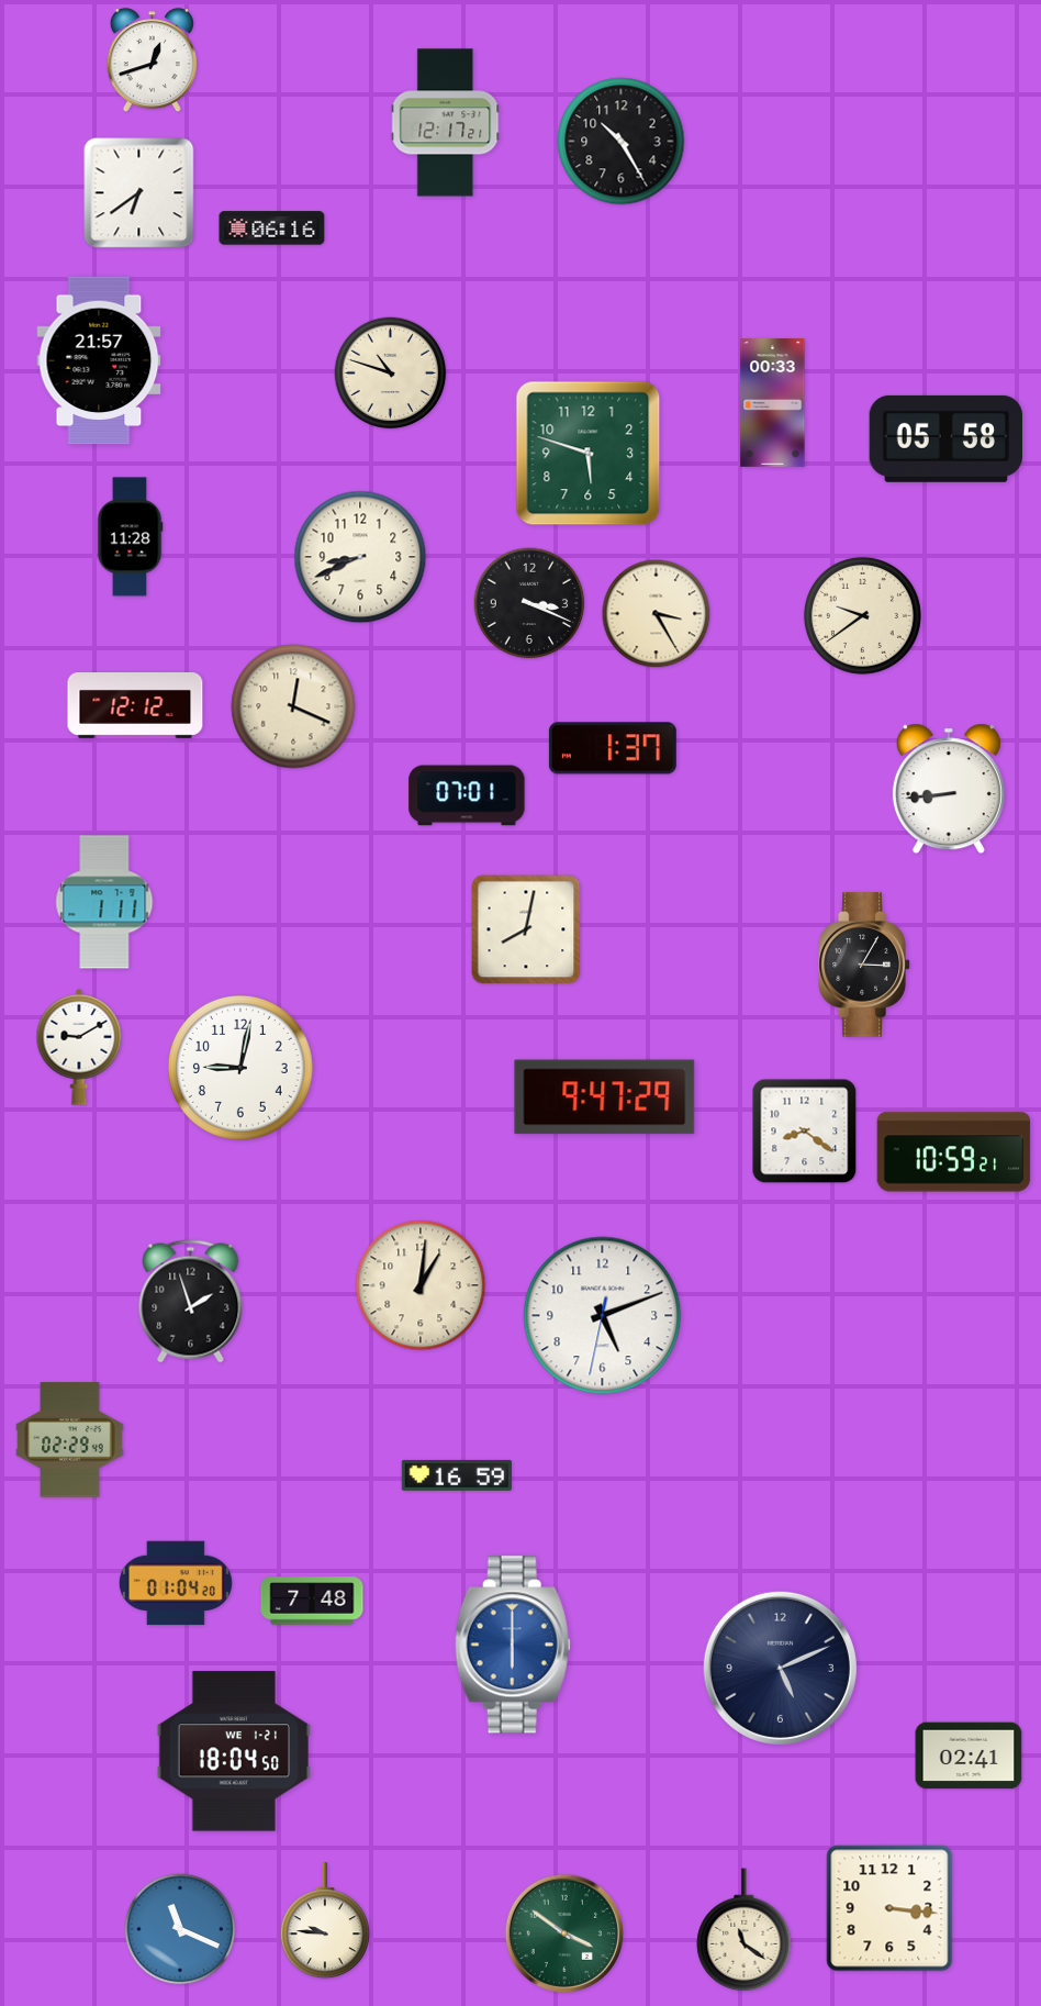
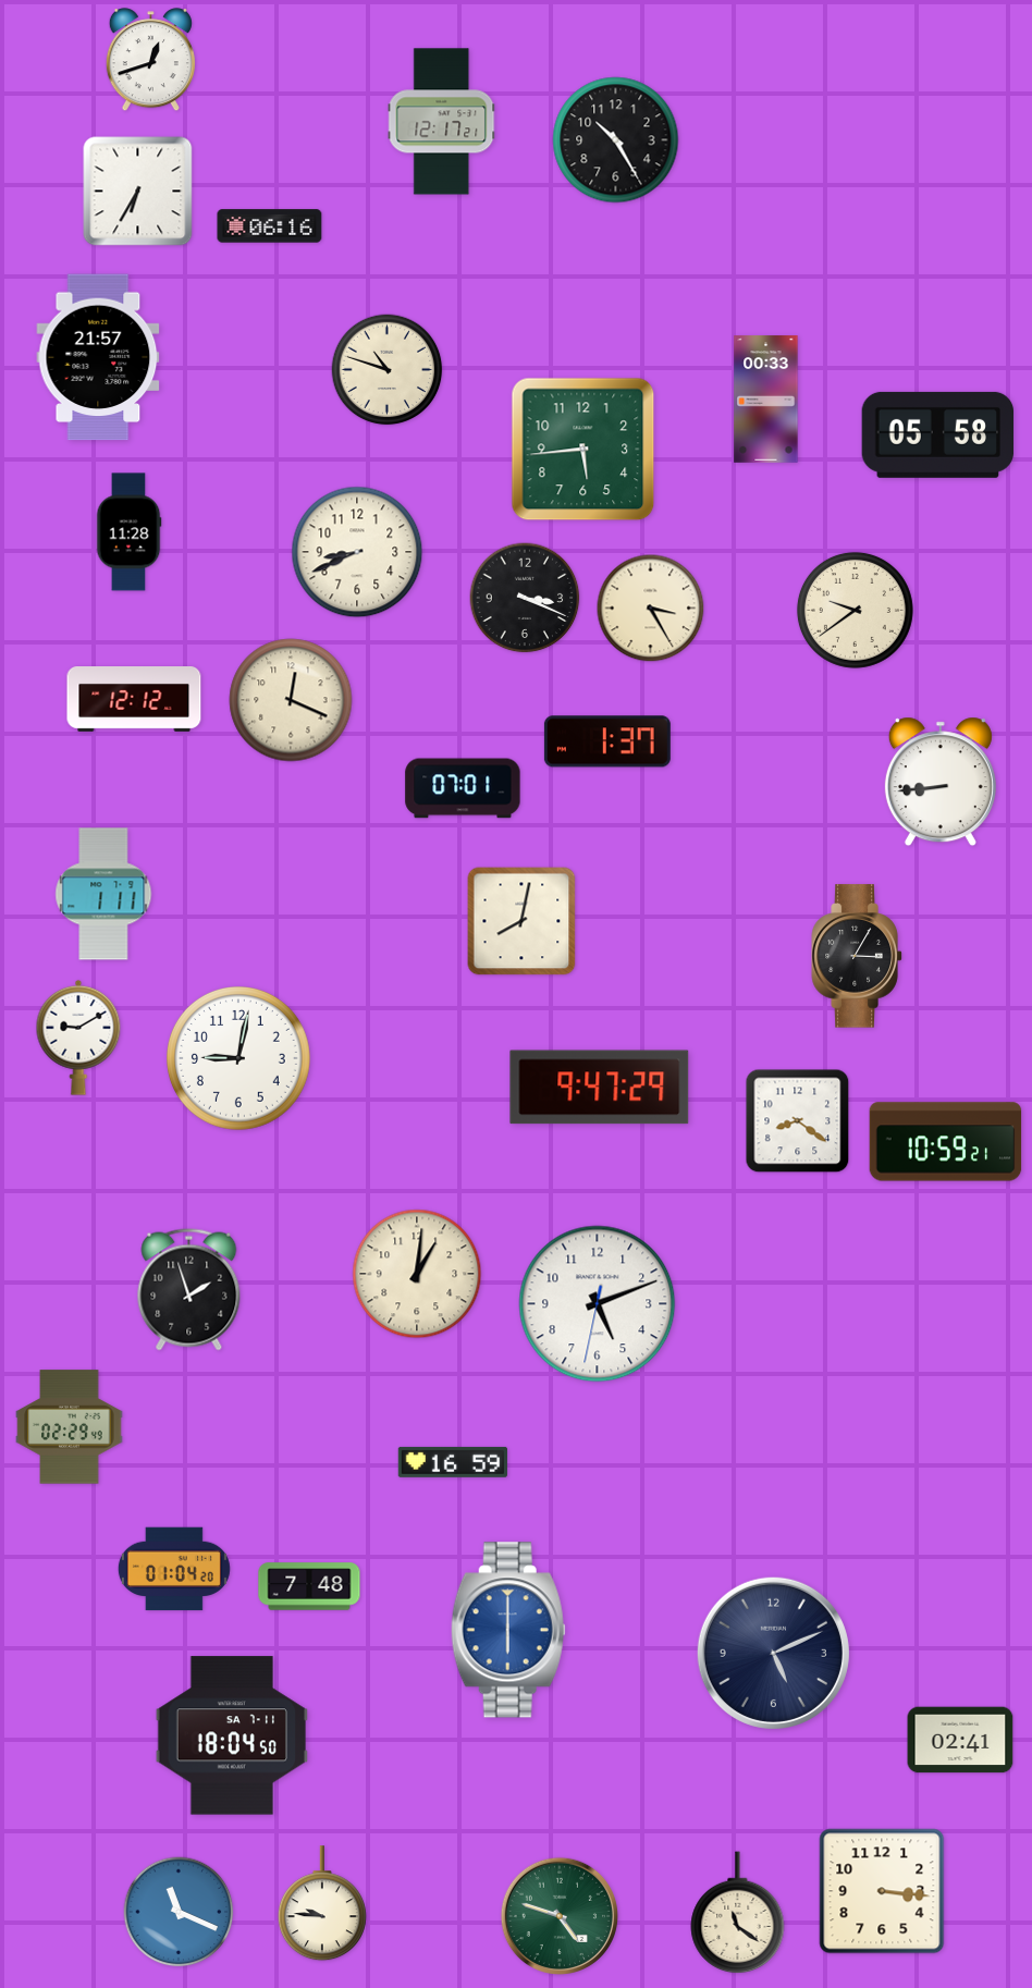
clock at (139, 193): 6:39 -> 6:35
clock at (589, 454): 5:48 -> 5:44
clock at (234, 1751) date: WE 1-21 -> SA 7-11
clock at (563, 1932): 3:51 -> 4:48
